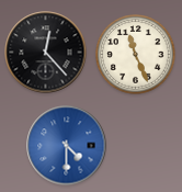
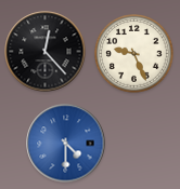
clock at (136, 55): 11:26 -> 9:26
